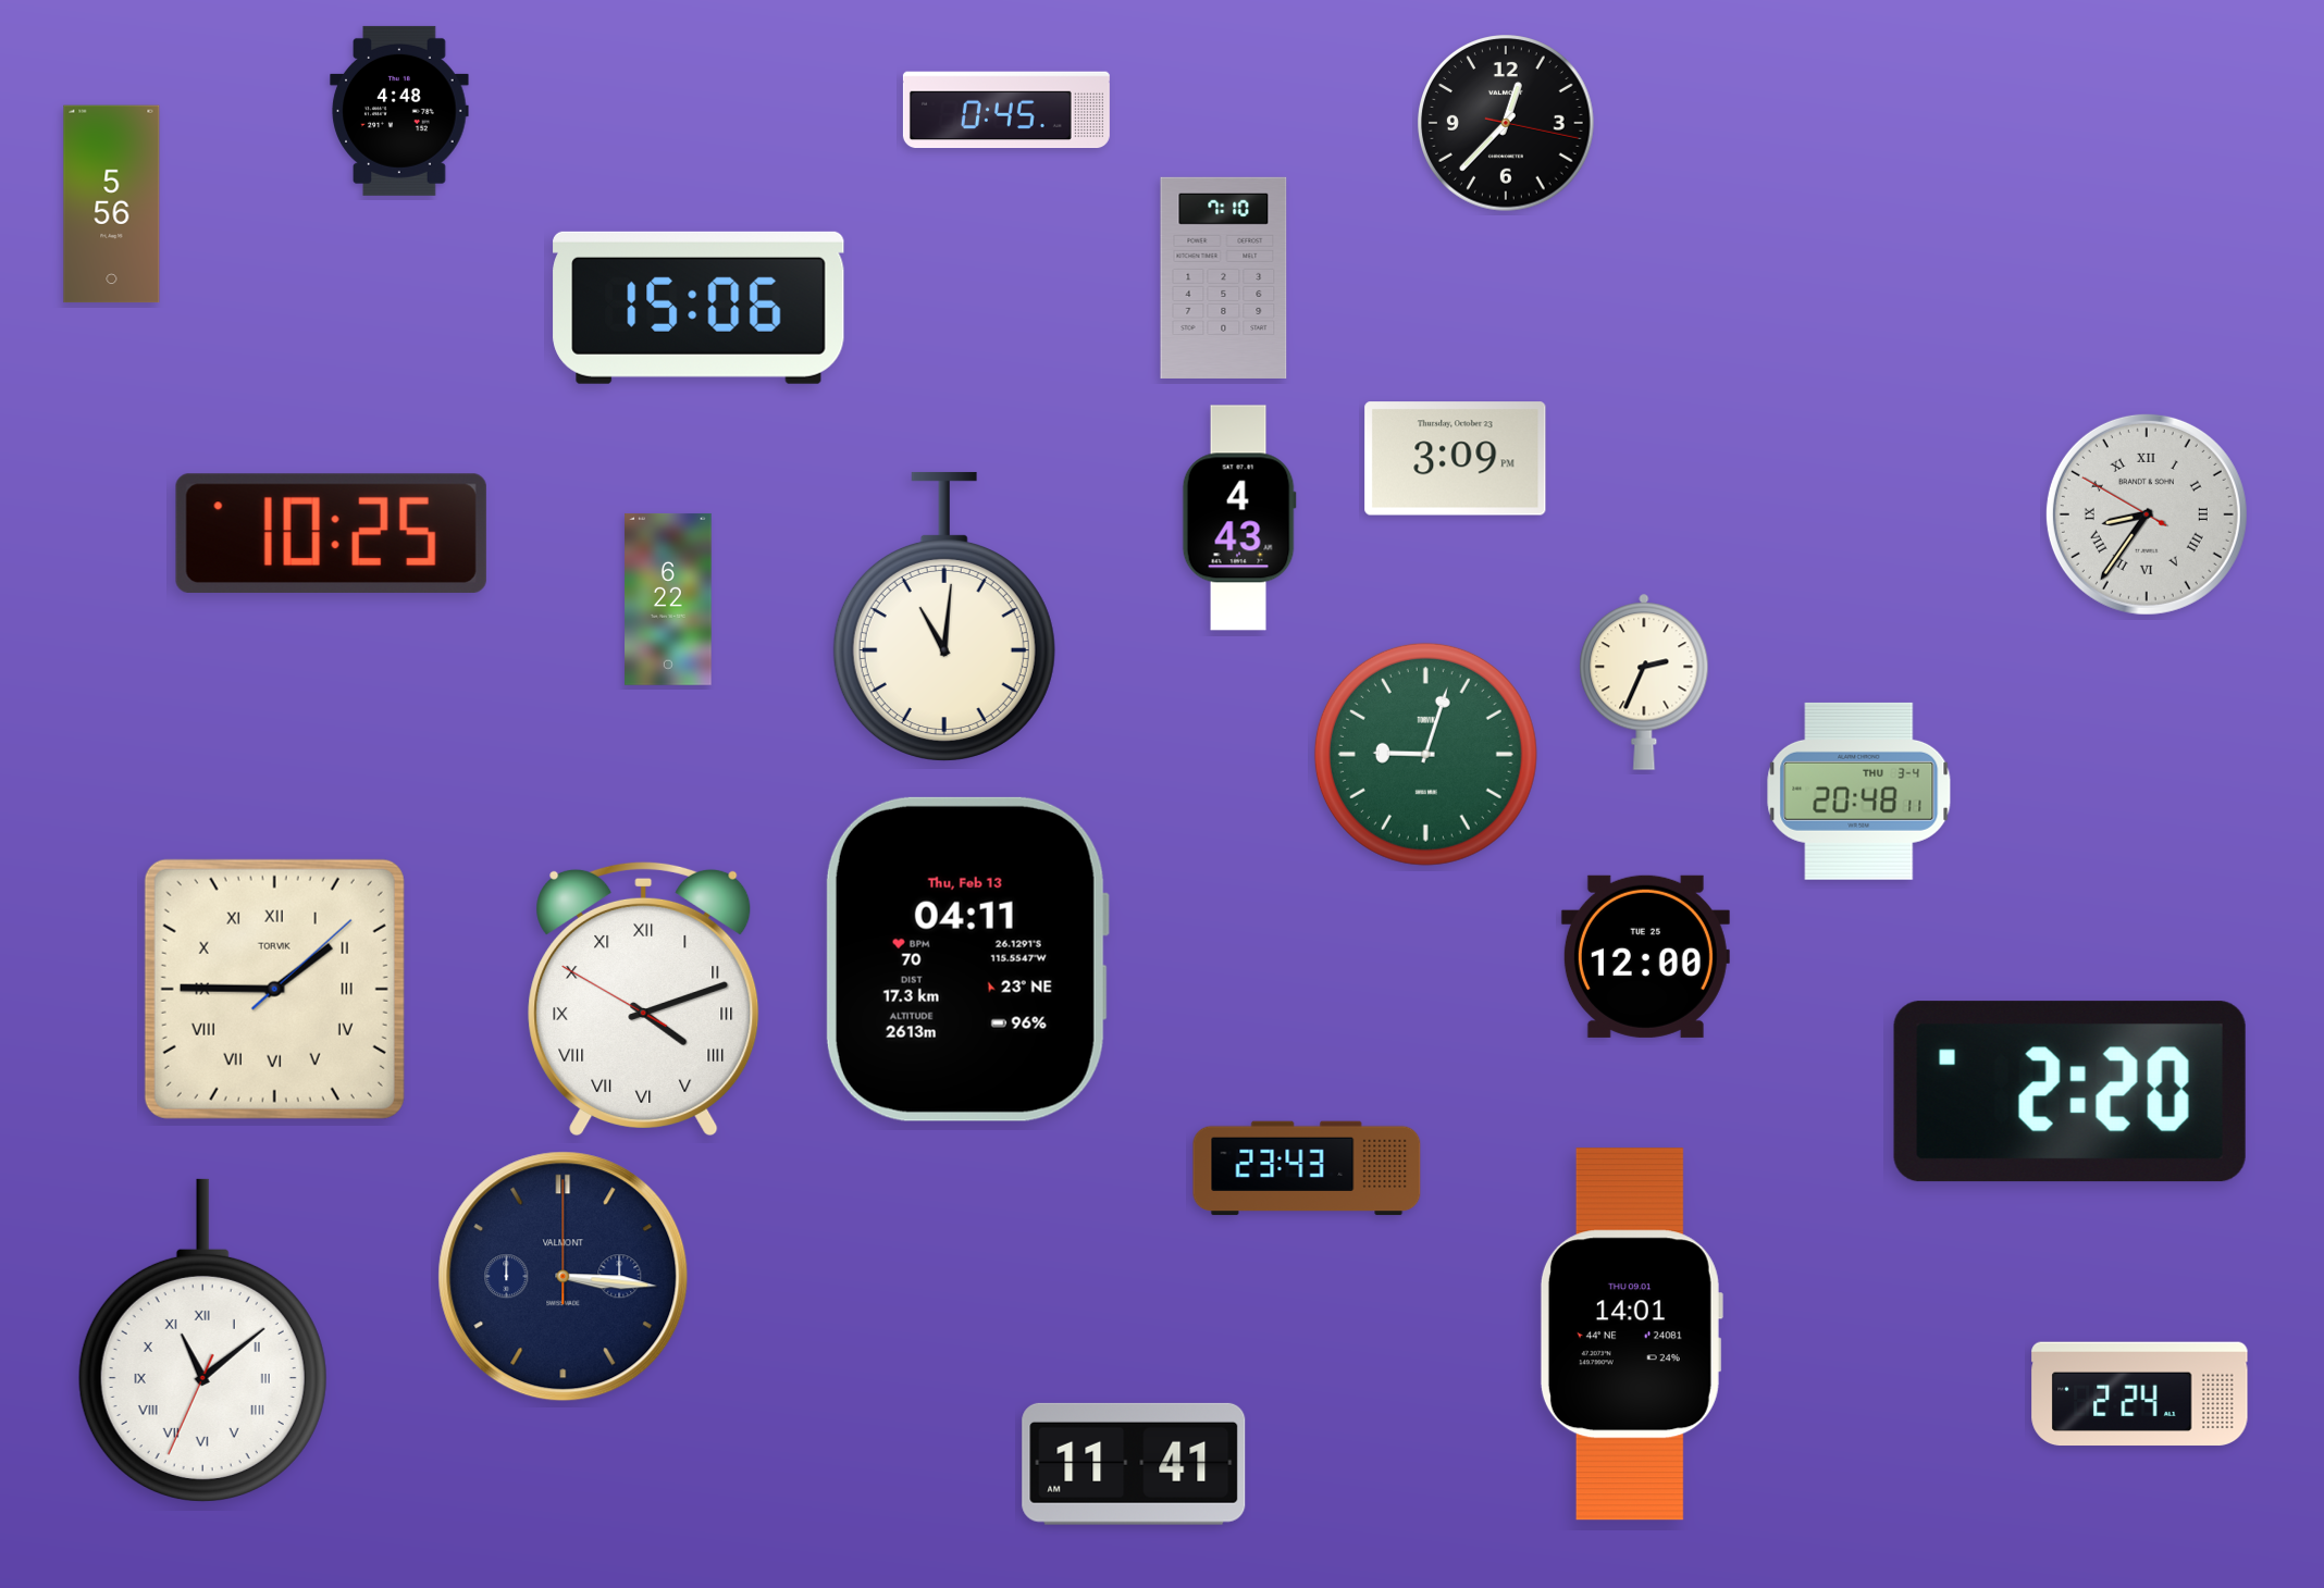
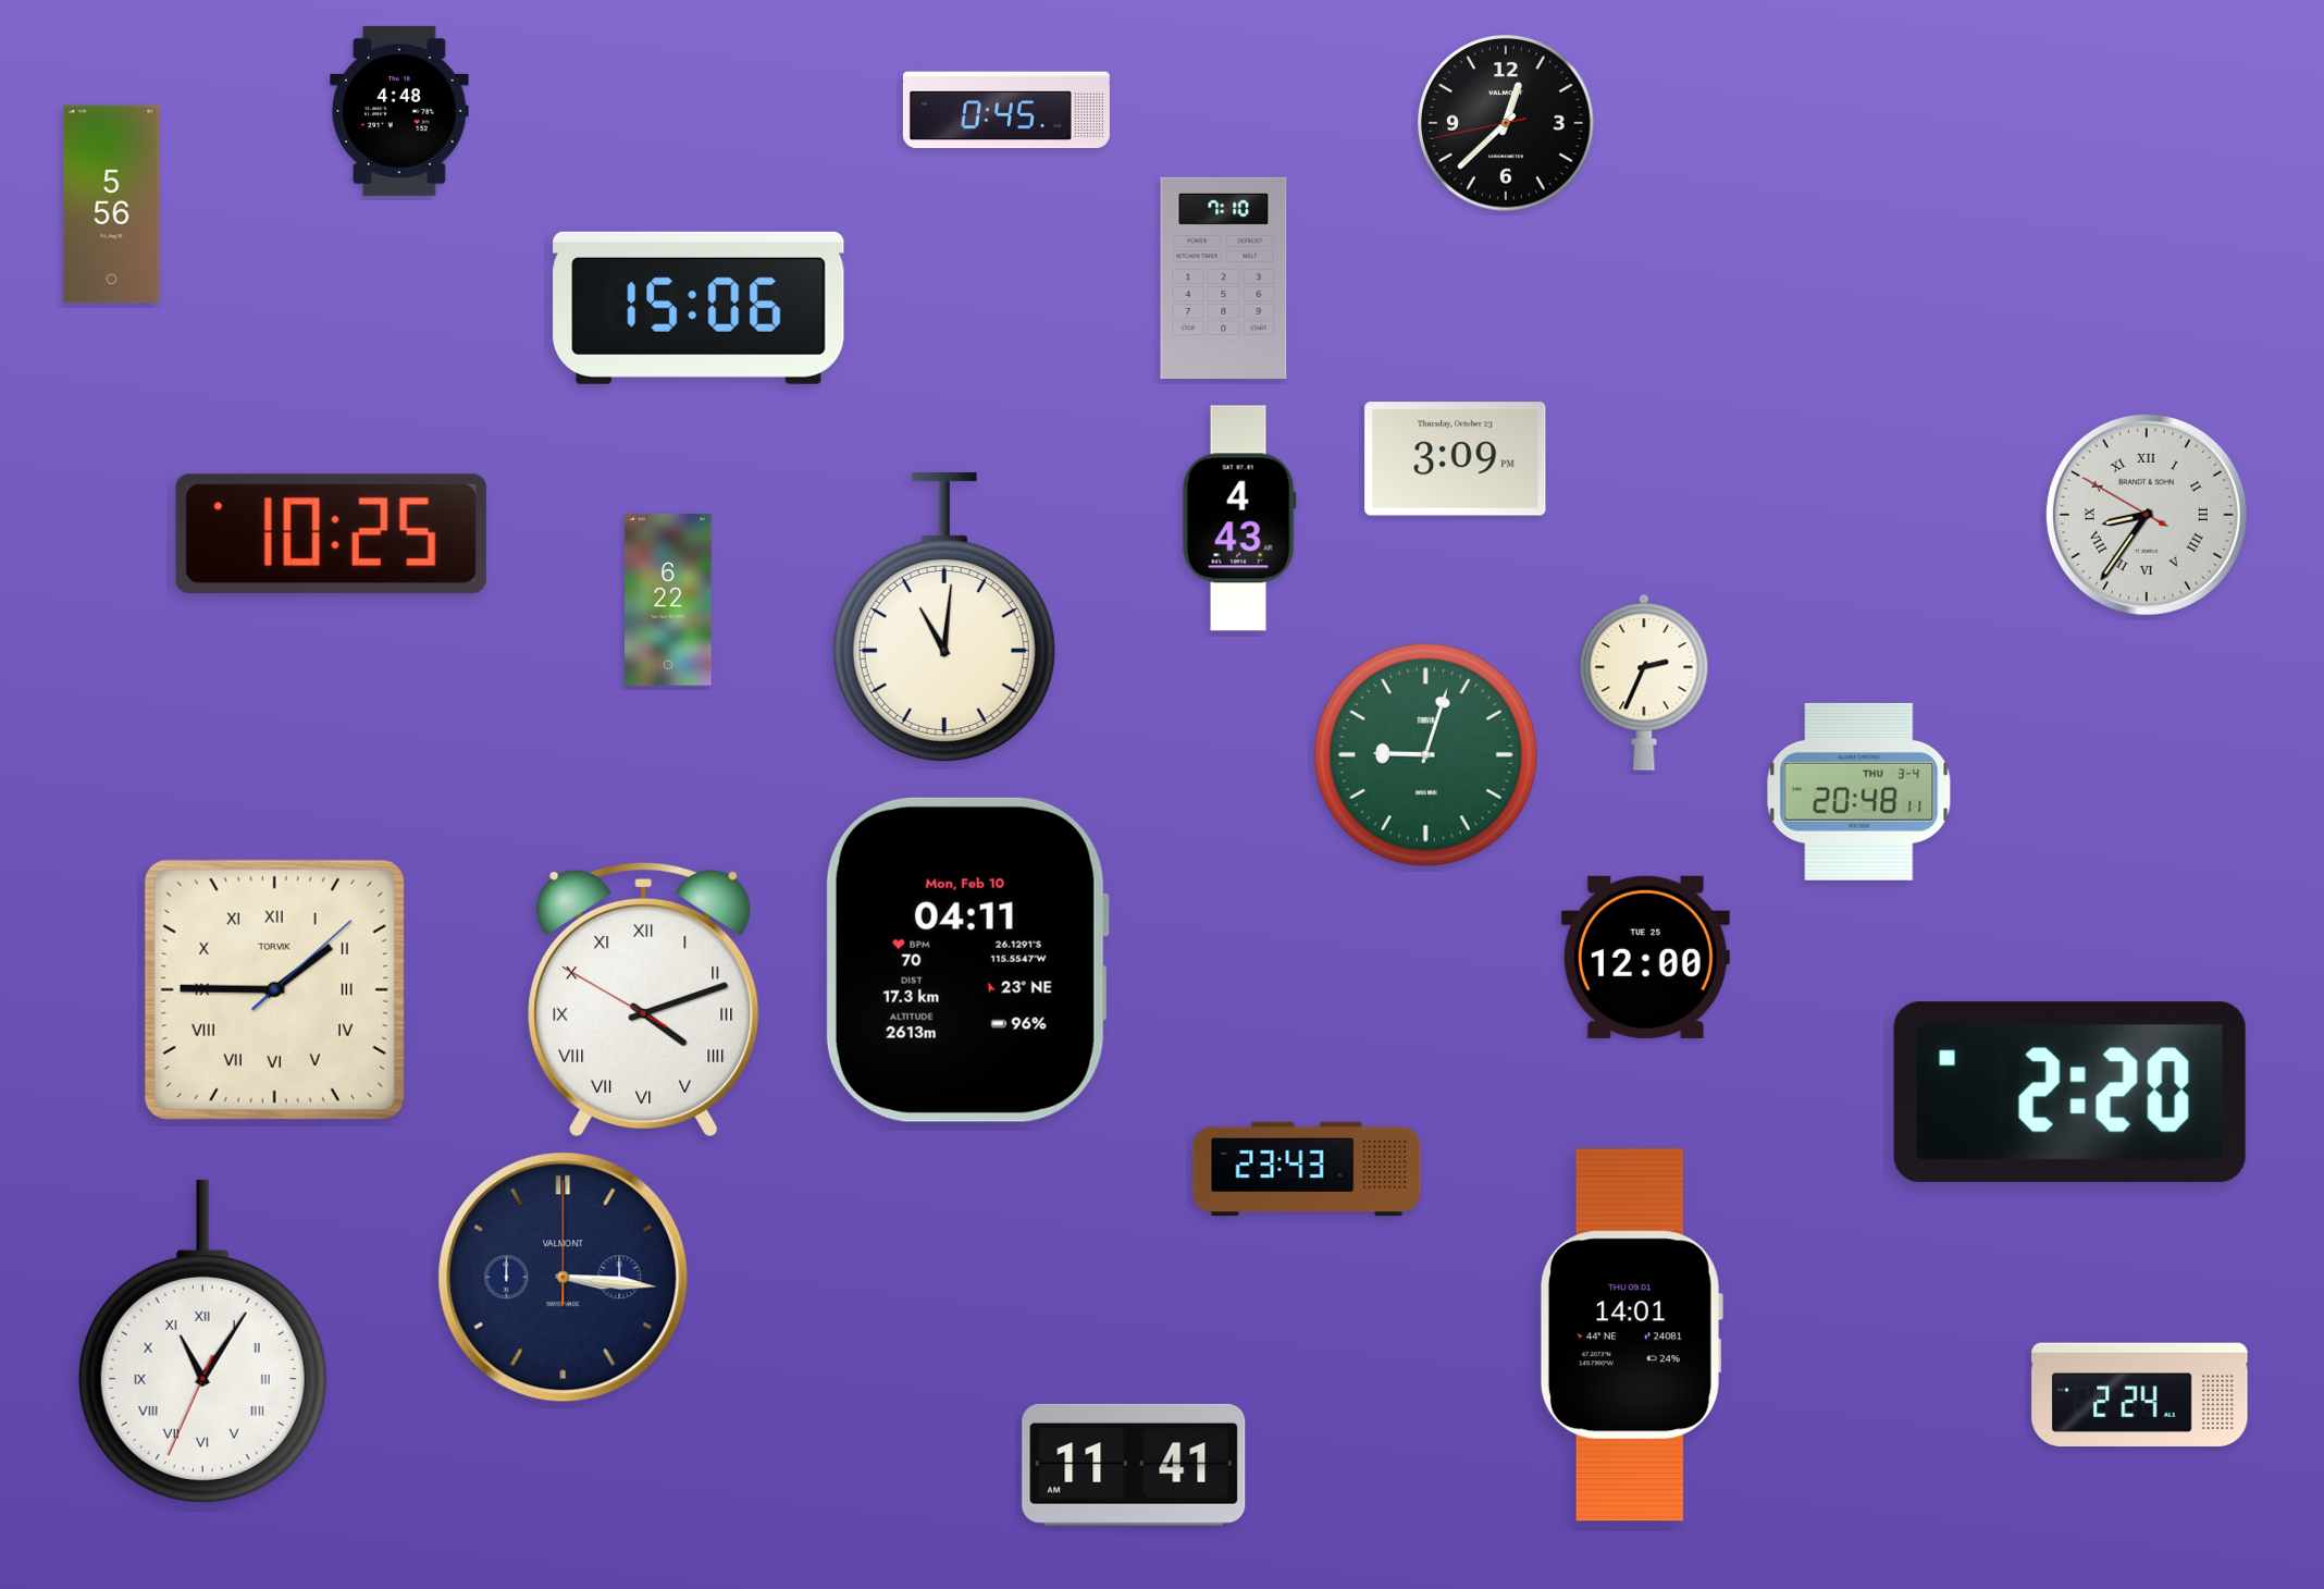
clock at (1507, 124): 12:37:17 -> 12:37:43
clock at (966, 959) date: Thu, Feb 13 -> Mon, Feb 10
clock at (202, 1340): 11:08 -> 11:05
